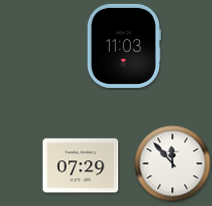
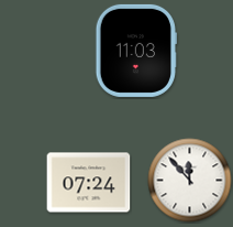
clock at (81, 166): 07:29 -> 07:24
